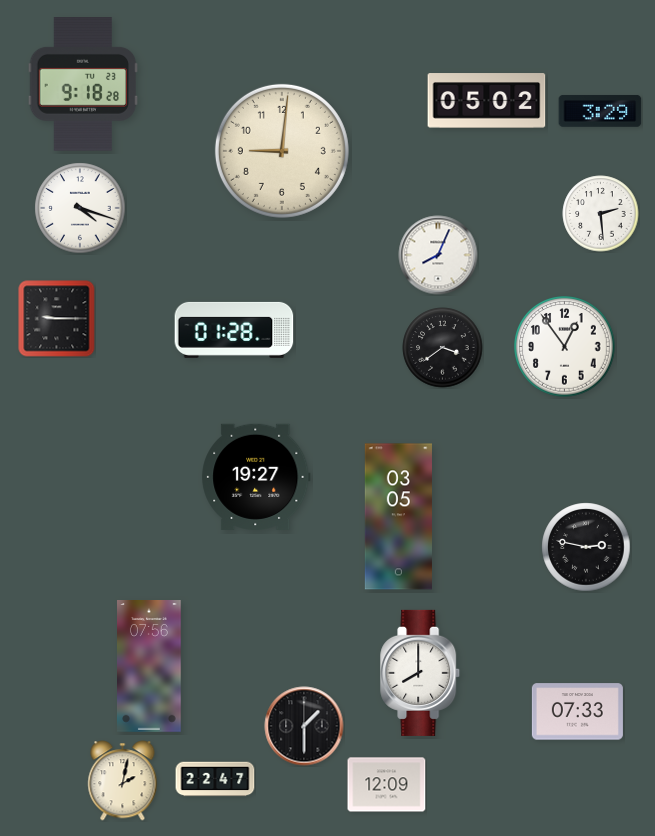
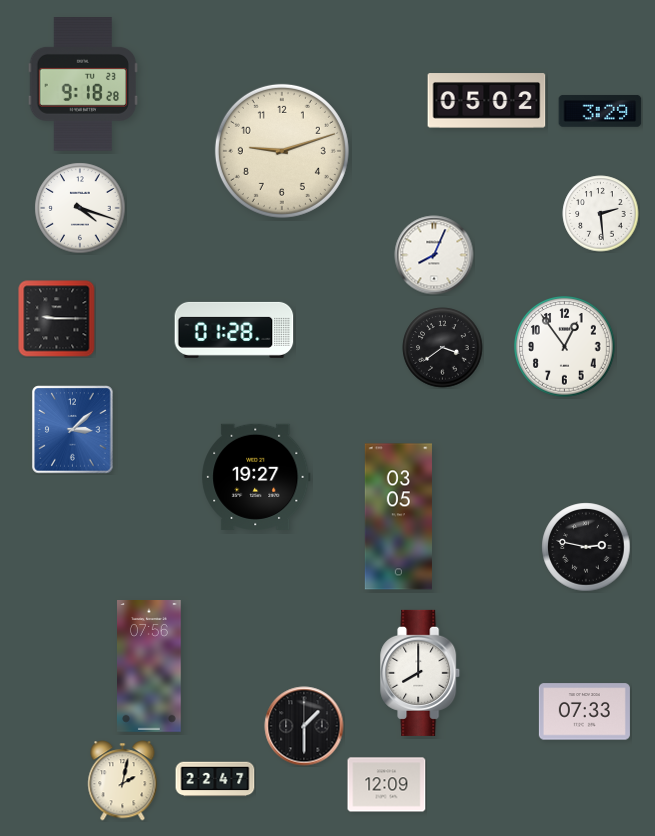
clock at (282, 151): 9:01 -> 9:12
clock at (438, 255) position: (438, 255) -> (434, 255)
clock at (73, 430): none -> 3:08
clock at (577, 712) position: (577, 712) -> (584, 712)
